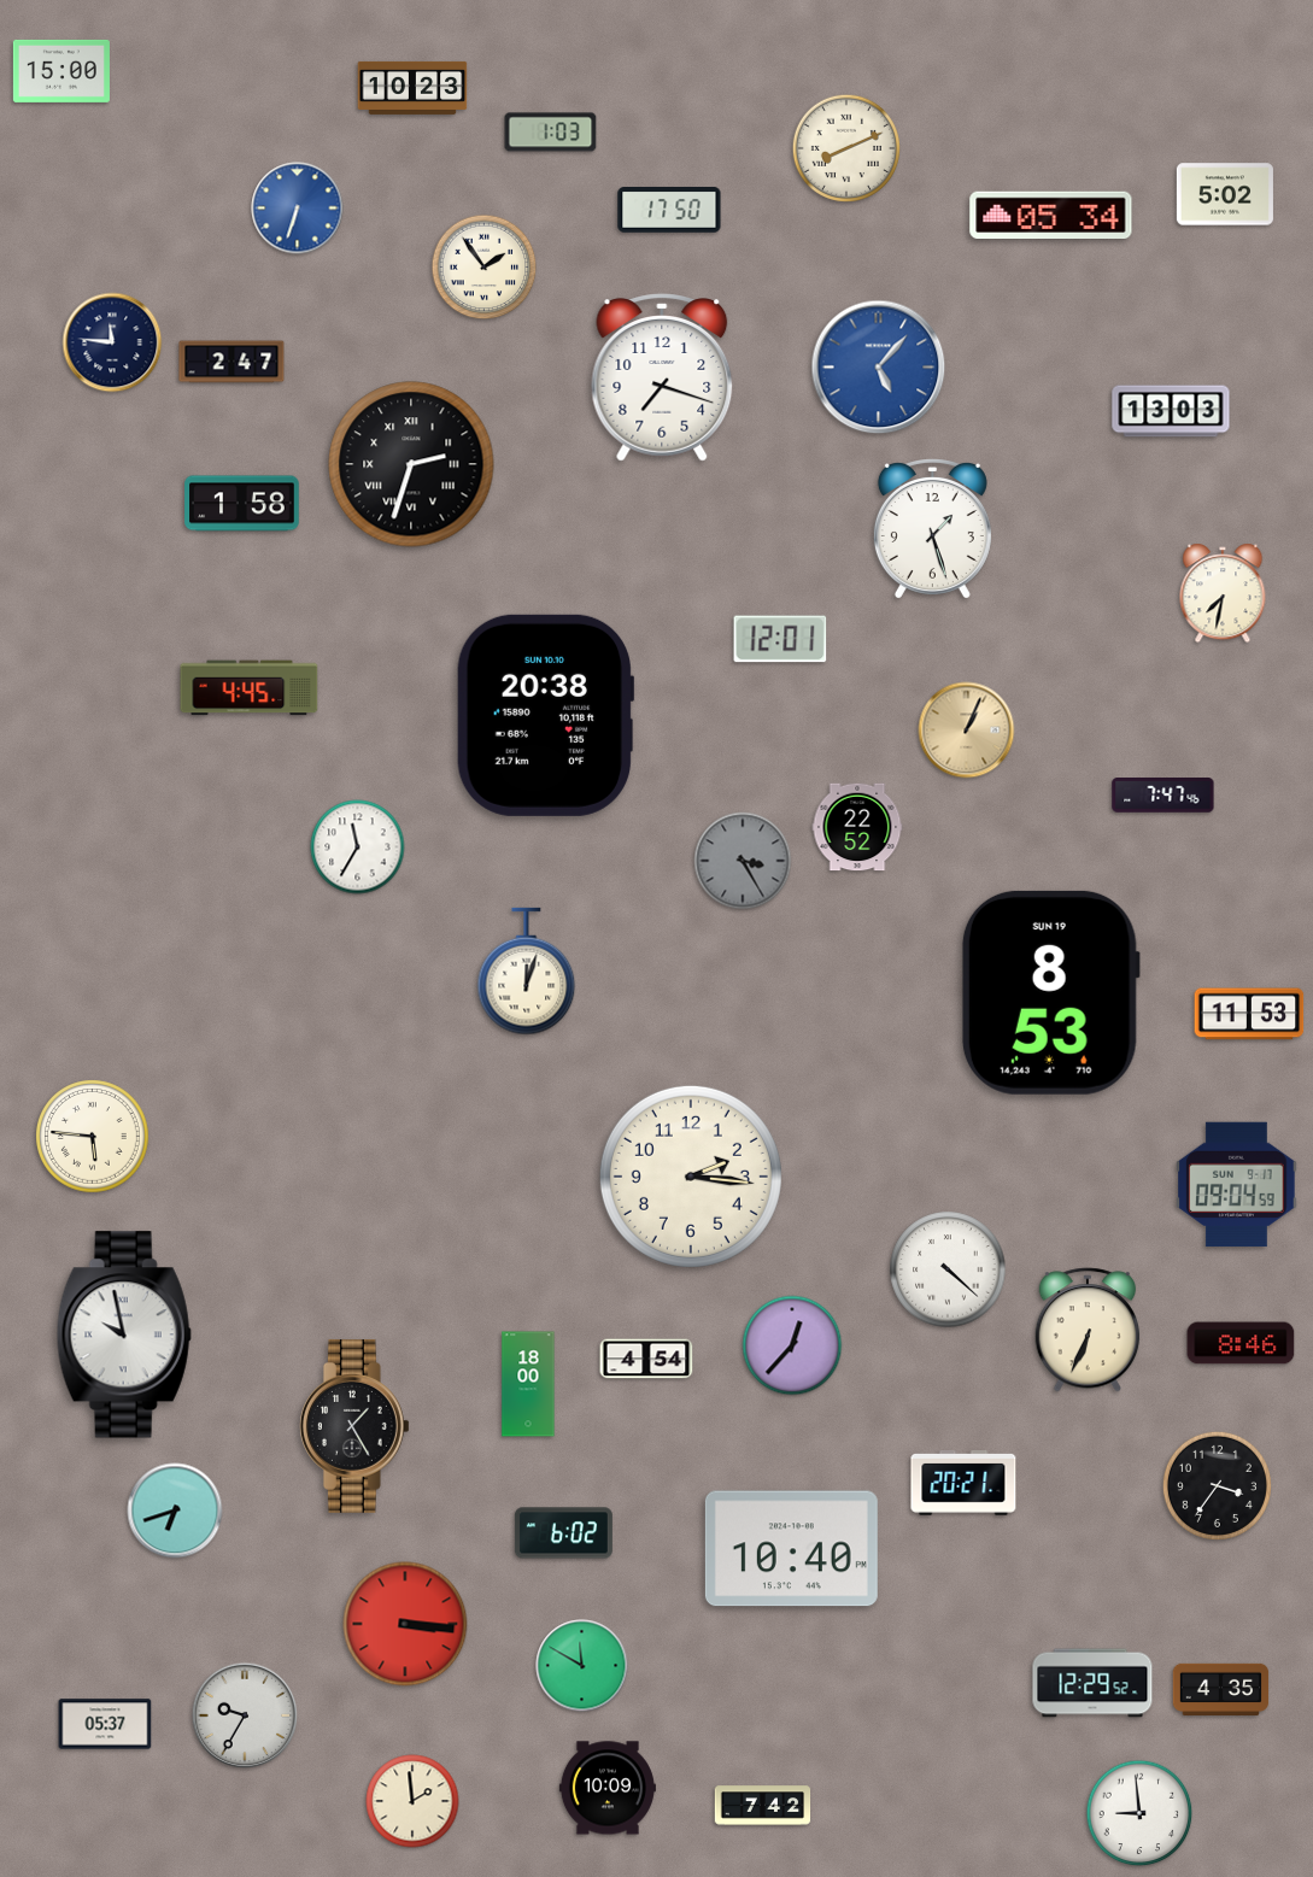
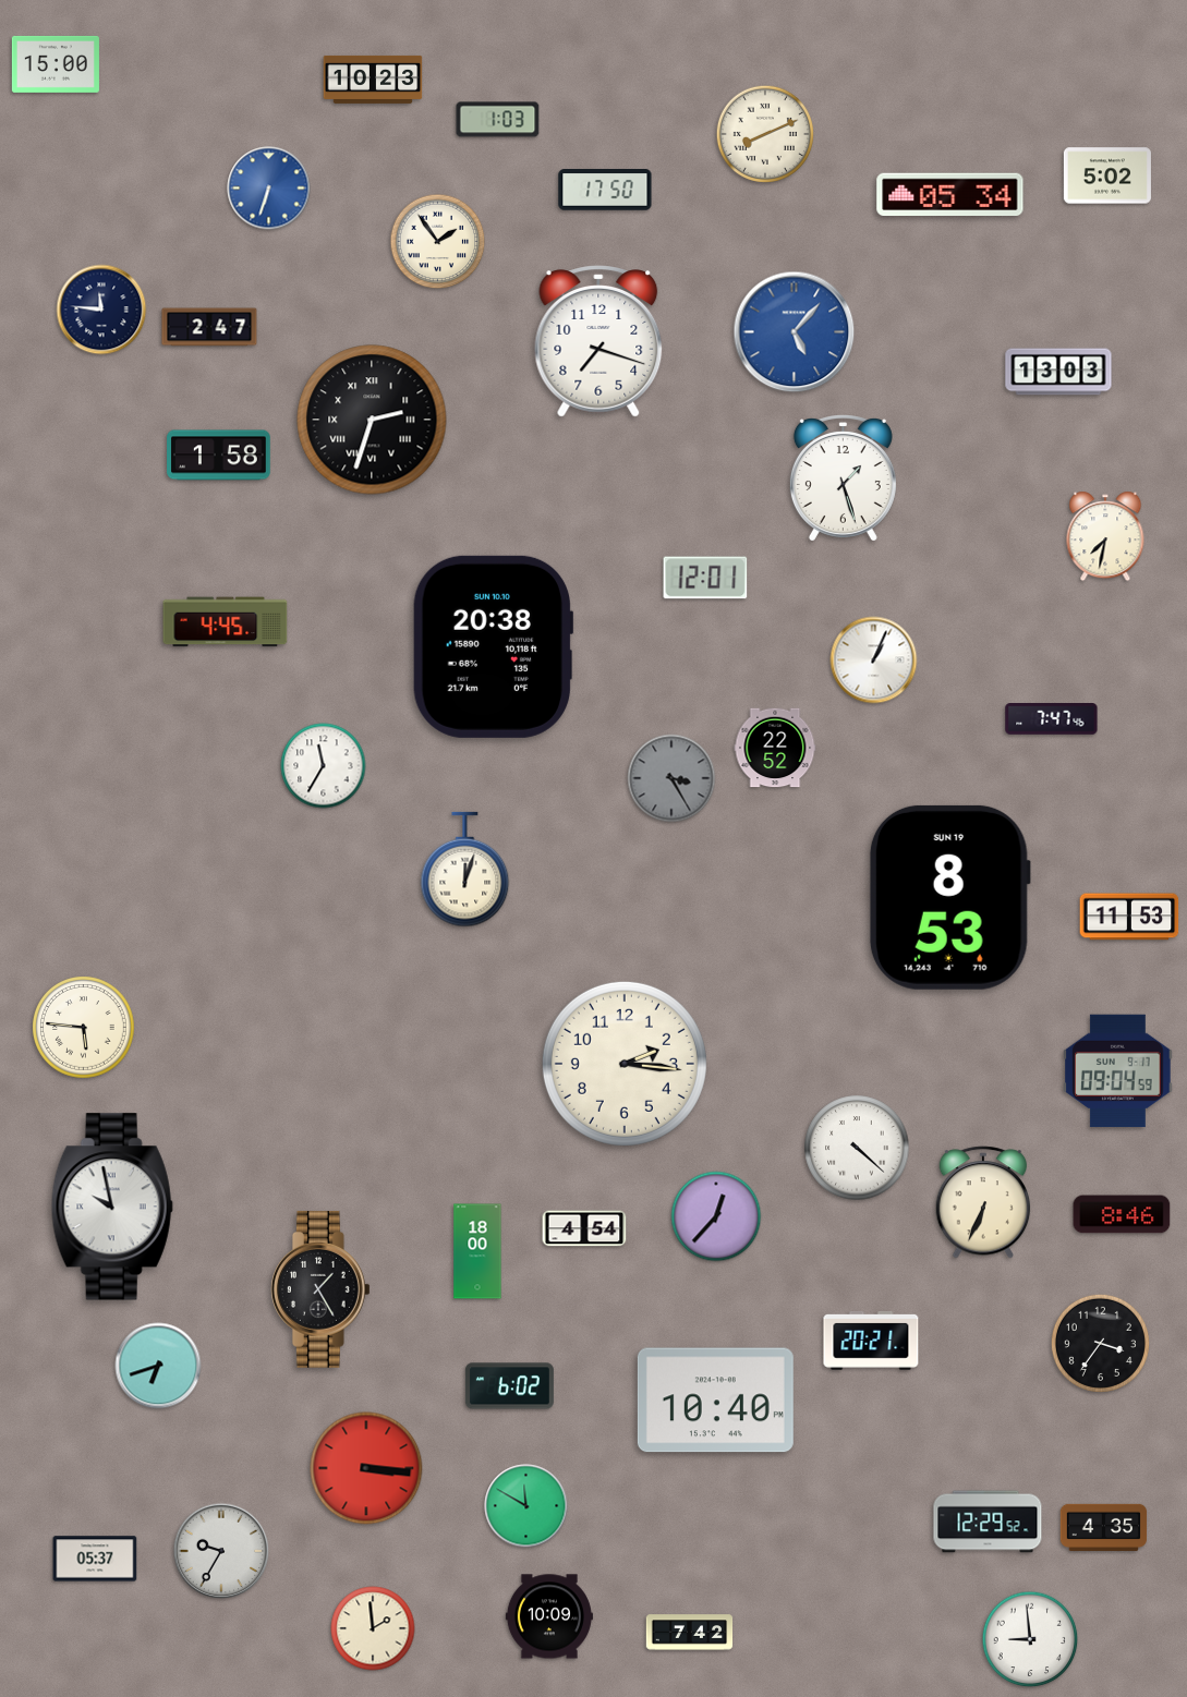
clock at (967, 731) dial: champagne -> white
clock at (527, 972) position: (527, 972) -> (465, 870)
